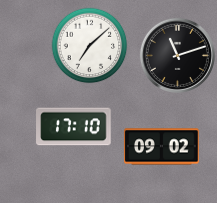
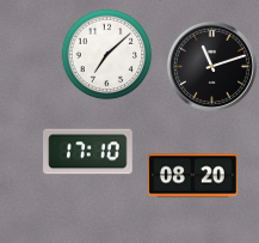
clock at (162, 147): 09:02 -> 08:20
